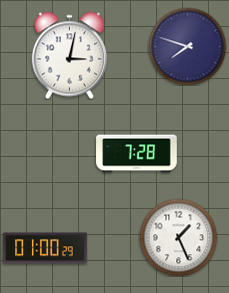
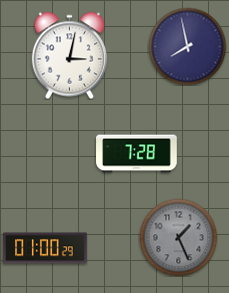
clock at (187, 46): 7:48 -> 7:58
clock at (178, 237) dial: white -> grey
